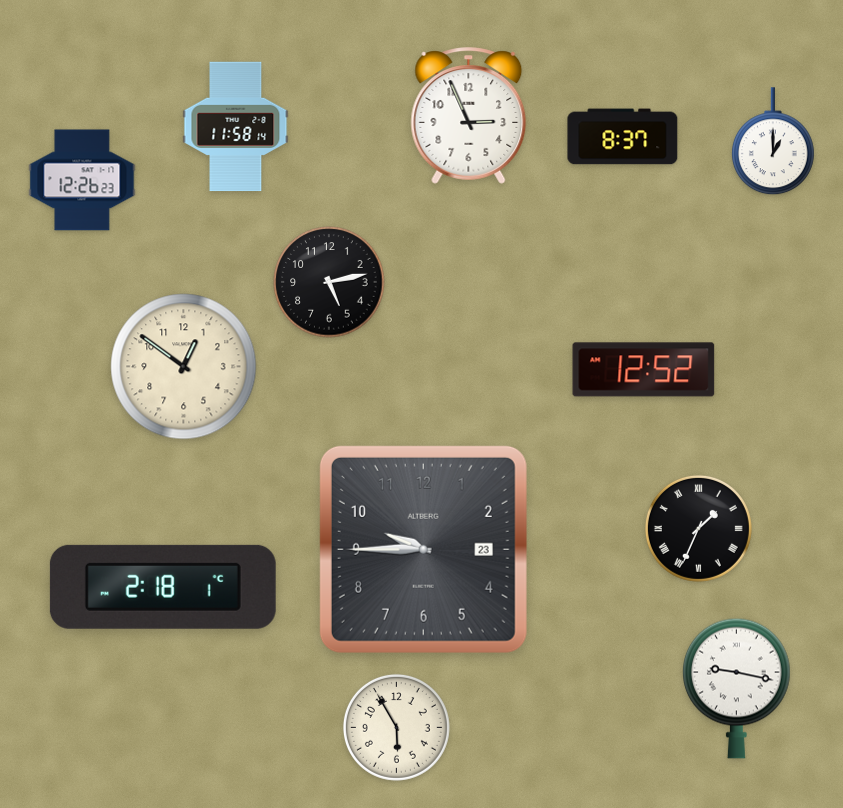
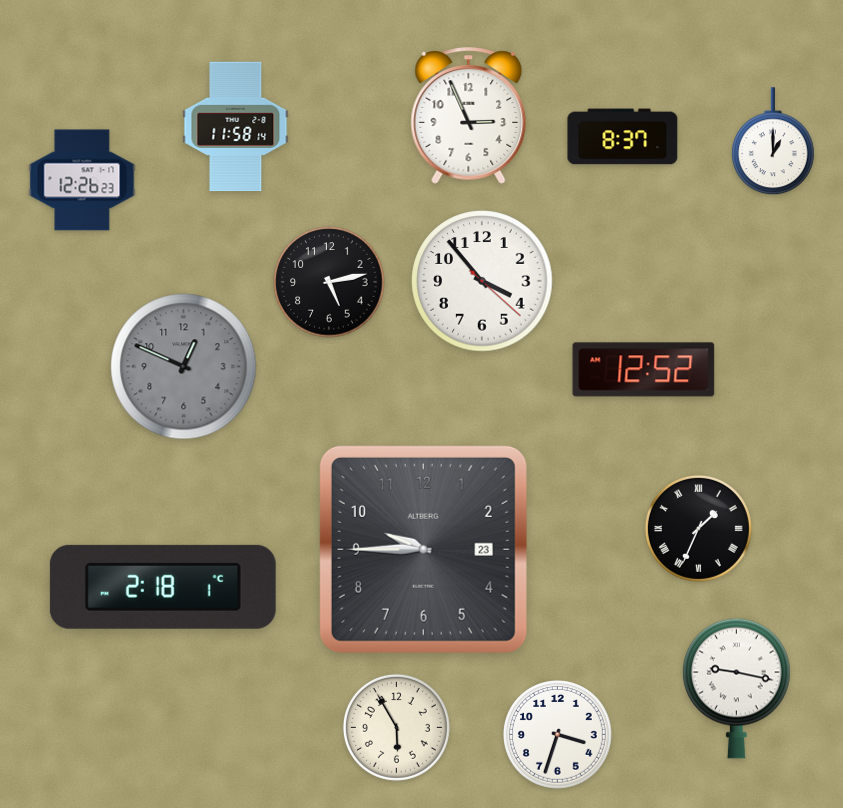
clock at (482, 281): none -> 3:53
clock at (184, 367): 12:51 -> 12:49
clock at (184, 367) dial: cream -> grey
clock at (558, 735): none -> 3:33
